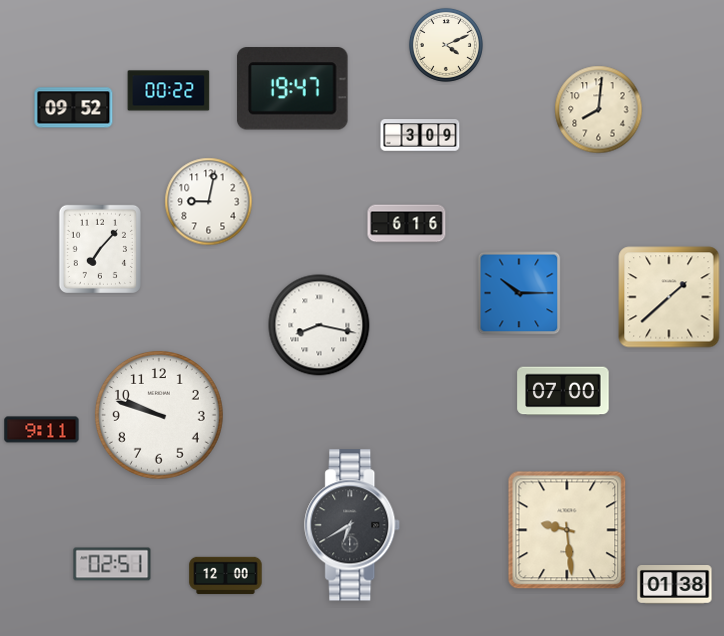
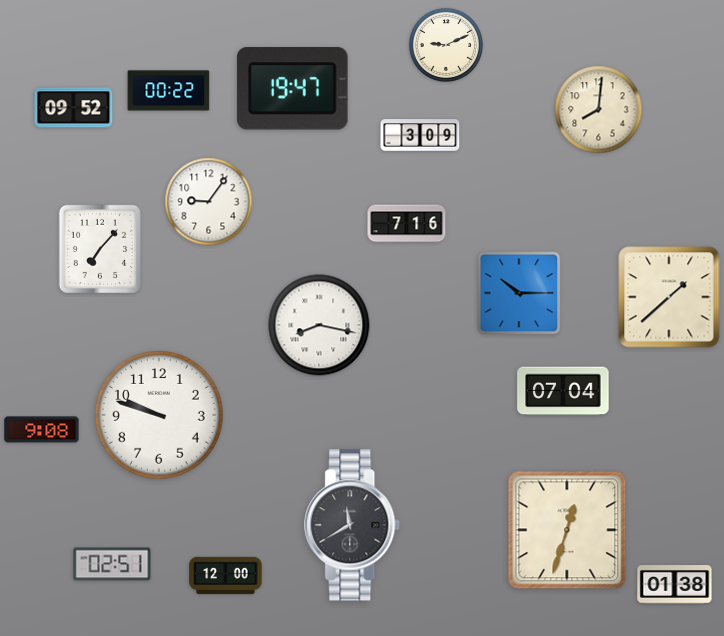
clock at (446, 45): 4:11 -> 9:11
clock at (209, 202): 9:02 -> 9:06
clock at (407, 224): 6:16 -> 7:16
clock at (563, 391): 07:00 -> 07:04
clock at (42, 430): 9:11 -> 9:08
clock at (353, 525): 6:40 -> 11:40
clock at (567, 530): 9:29 -> 12:33
